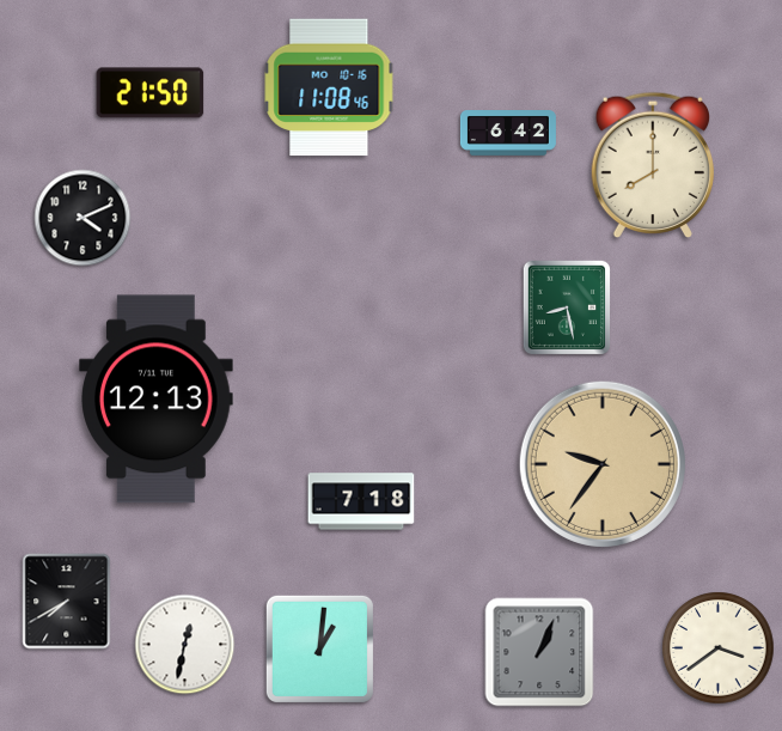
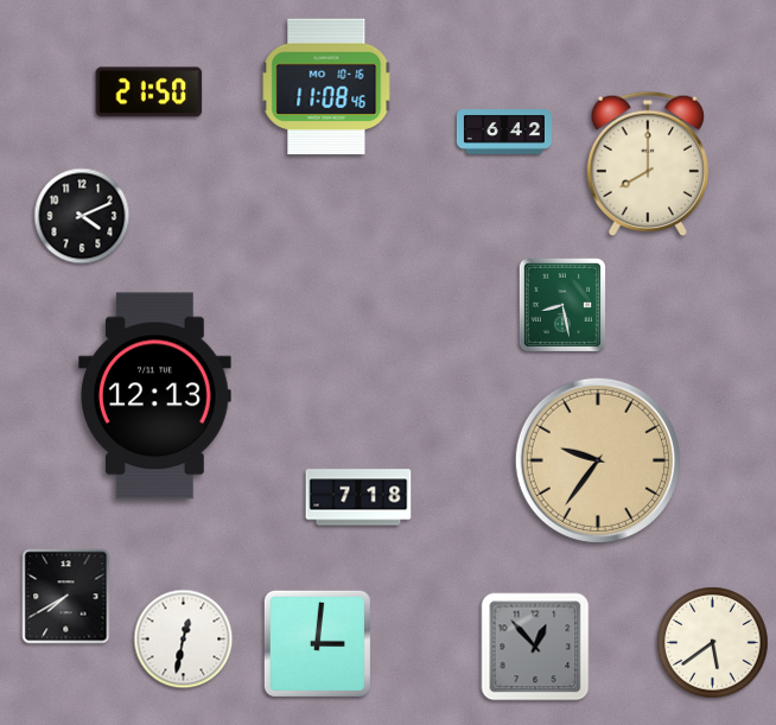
clock at (319, 648): 1:01 -> 3:01
clock at (719, 648): 3:39 -> 5:39
clock at (539, 652): 1:04 -> 12:53
